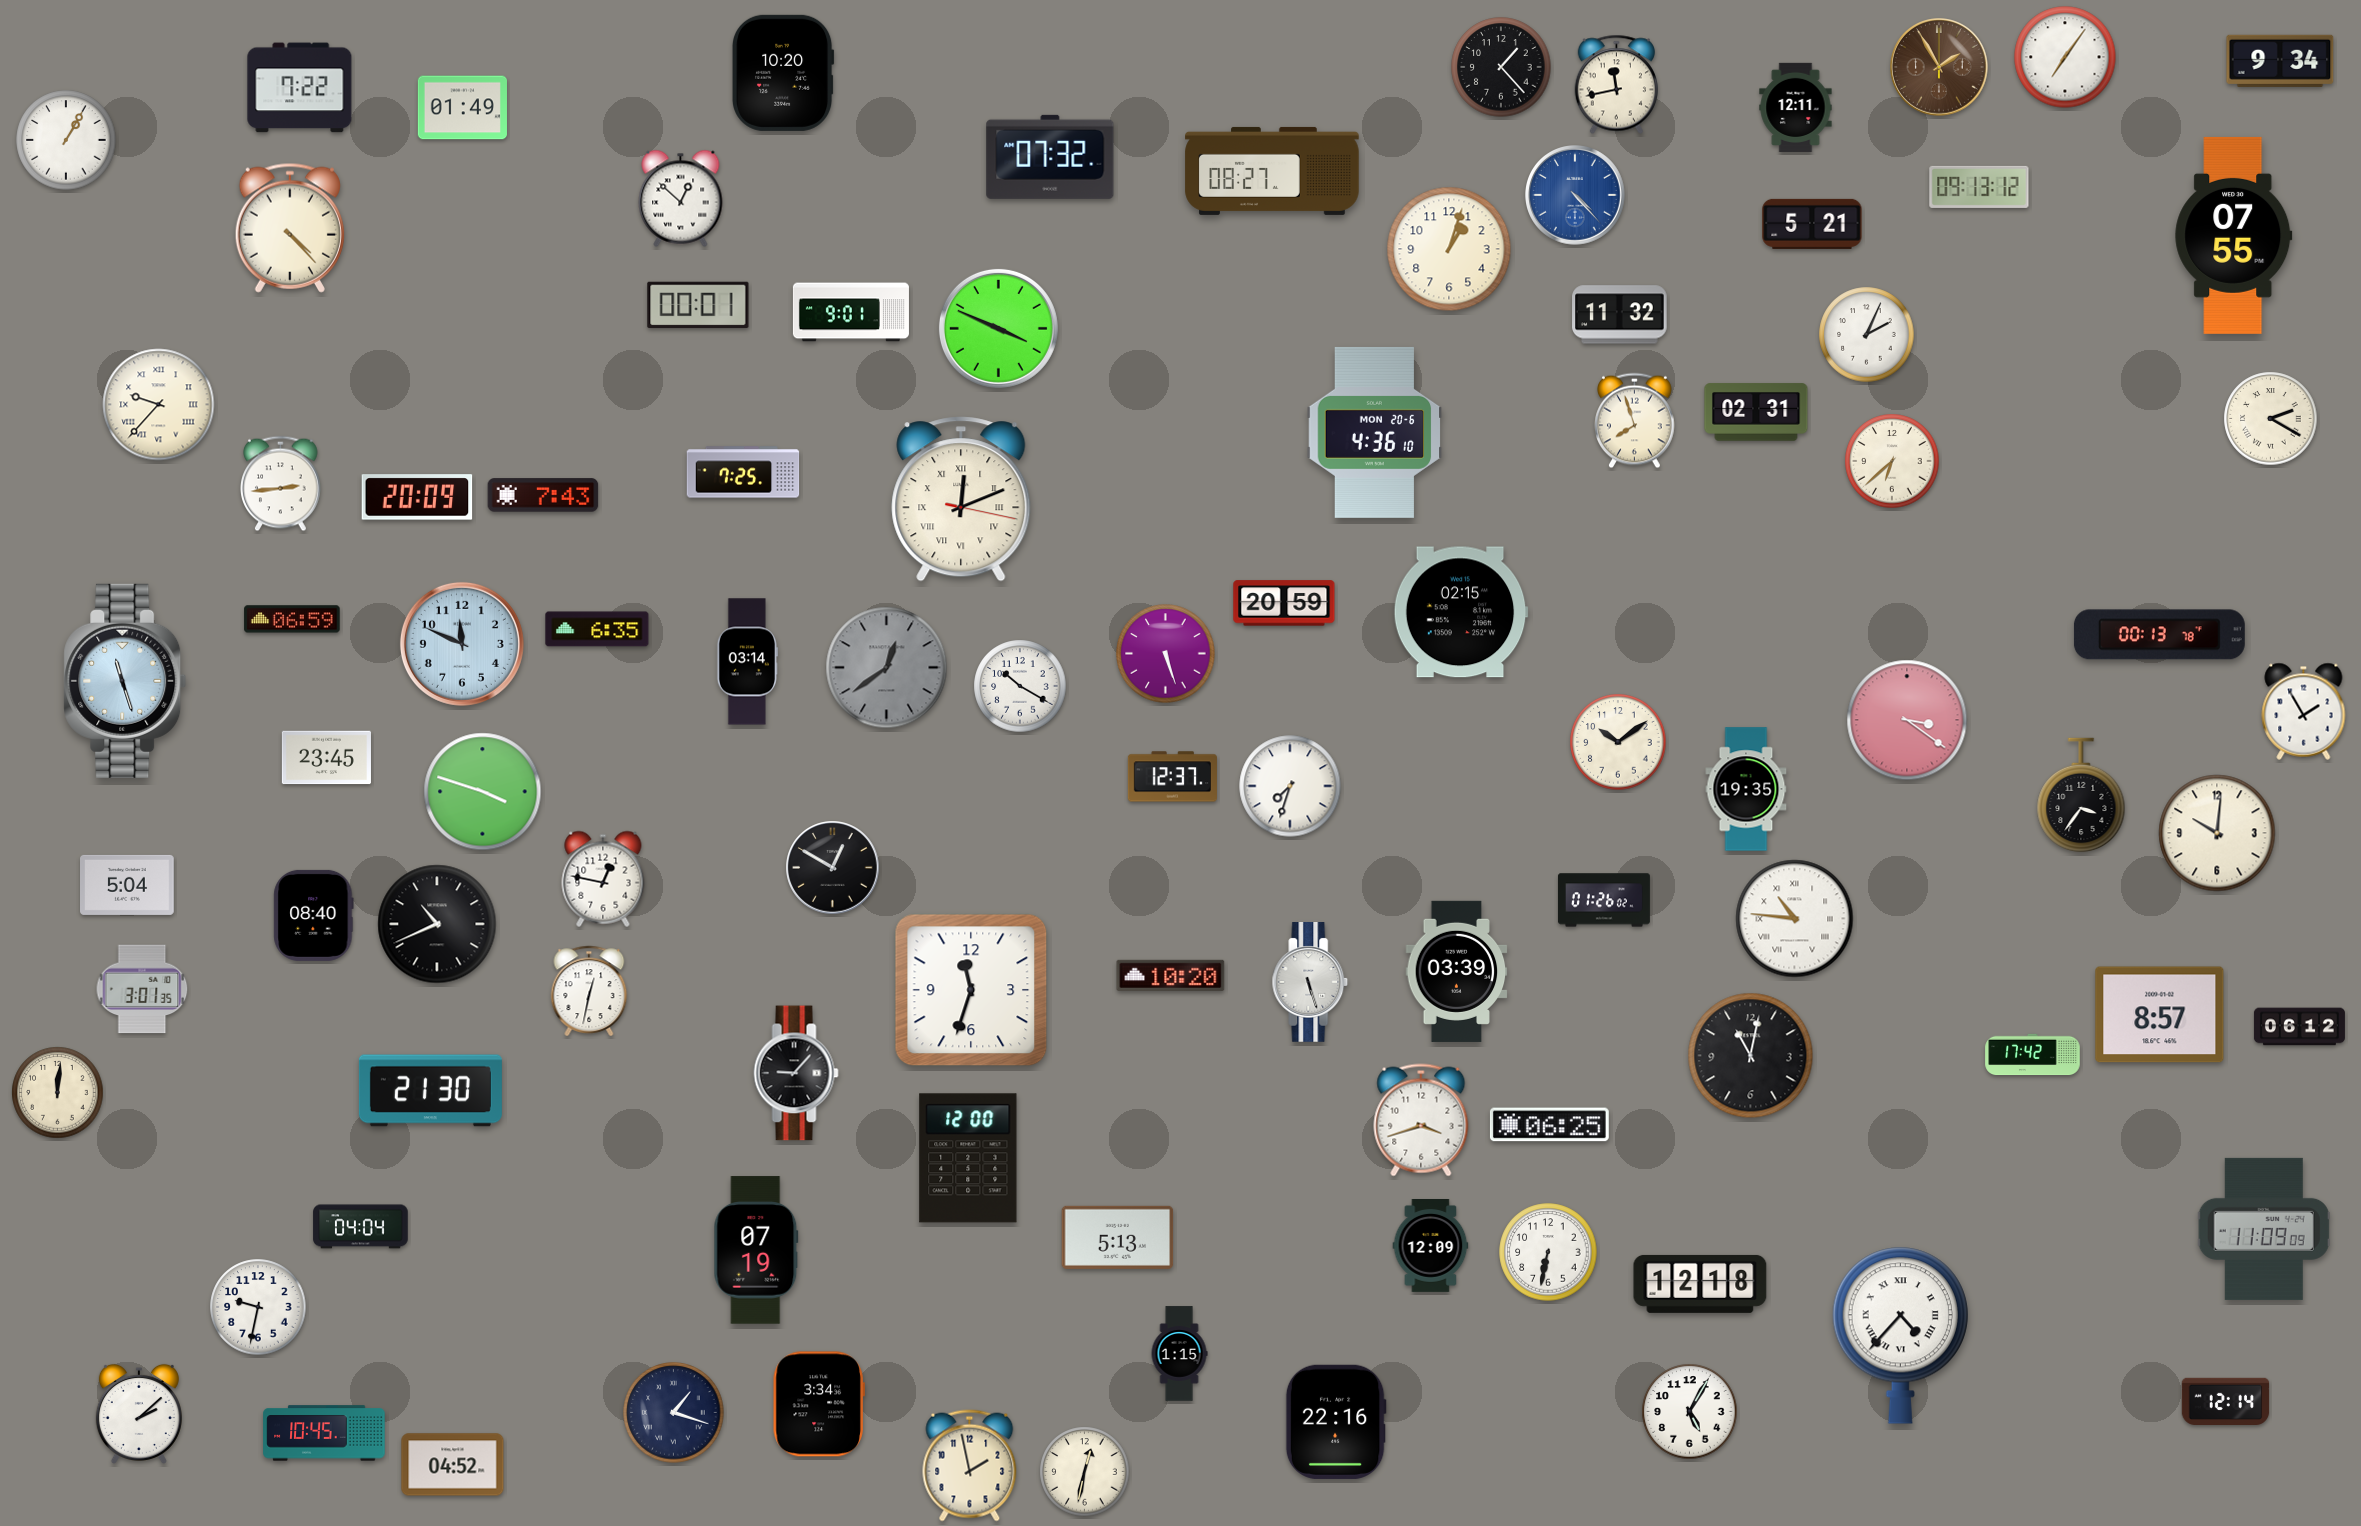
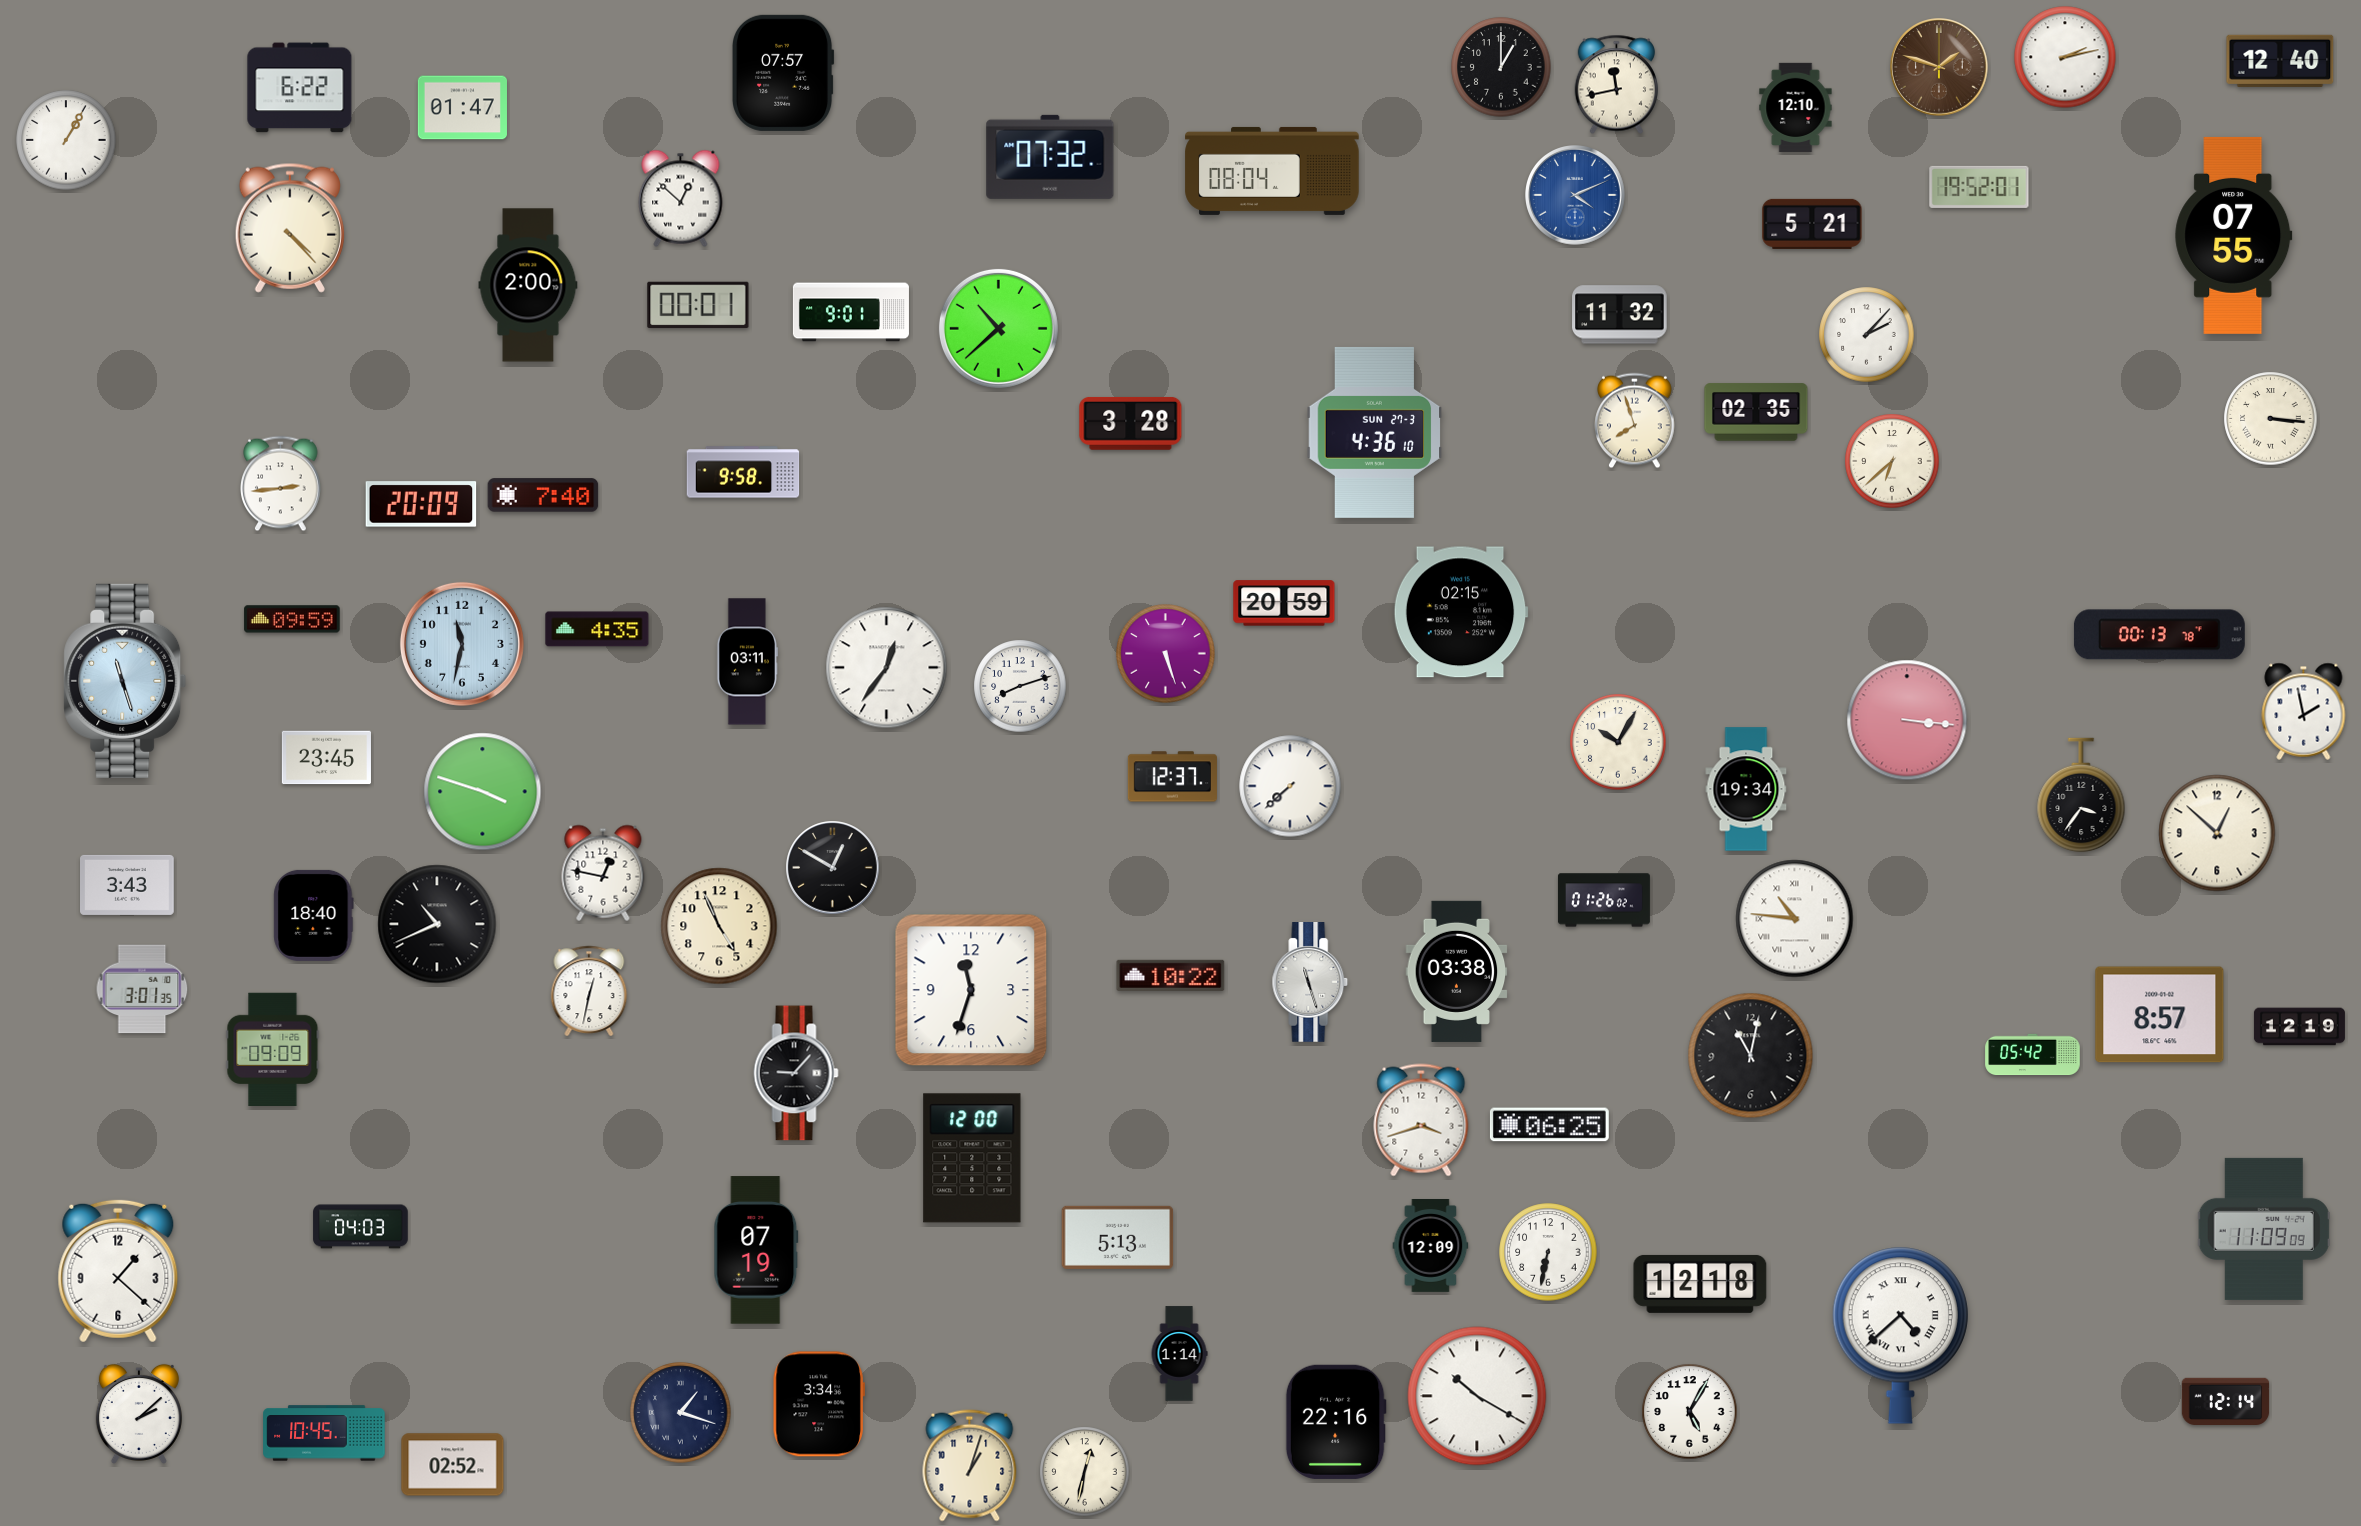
clock at (2065, 57): 7:06 -> 2:13
clock at (2280, 61): 9:34 -> 12:40
clock at (1501, 67): 1:23 -> 1:00
clock at (1939, 67): 1:55 -> 1:48
clock at (784, 73): 10:20 -> 07:57
clock at (300, 88): 7:22 -> 6:22
clock at (1796, 107): 12:11 -> 12:10
clock at (462, 108): 01:49 -> 01:47
clock at (1272, 171): 08:27 -> 08:04
clock at (1979, 187): 09:13 -> 19:52
clock at (1576, 196): 4:23 -> 4:11
clock at (1449, 249): 1:03 -> none
clock at (528, 285): none -> 2:00
clock at (998, 328): 3:49 -> 10:38
clock at (1867, 335): 2:04 -> 2:07
clock at (159, 405): 9:37 -> none
clock at (1756, 412): 02:31 -> 02:35
clock at (2271, 419): 2:20 -> 3:16
clock at (1131, 423): none -> 3:28
clock at (1375, 432) date: MON 20-6 -> SUN 27-3
clock at (743, 472): 7:25 -> 9:58
clock at (543, 495): 7:43 -> 7:40
clock at (417, 497) position: (417, 497) -> (421, 504)
clock at (961, 499): 12:11 -> none
clock at (292, 619): 06:59 -> 09:59
clock at (597, 629): 6:35 -> 4:35
clock at (462, 644): 11:49 -> 11:32
clock at (747, 662): 03:14 -> 03:11
clock at (887, 668): 12:39 -> 12:36
clock at (887, 668) dial: grey -> white
clock at (1020, 686): 10:20 -> 8:12
clock at (2304, 711): 1:55 -> 1:58
clock at (1907, 720): 3:21 -> 3:16
clock at (1618, 742): 10:09 -> 10:05
clock at (1290, 786): 7:33 -> 7:38
clock at (1746, 789): 19:35 -> 19:34
clock at (2217, 833): 10:01 -> 12:52
clock at (603, 879) position: (603, 879) -> (603, 873)
clock at (128, 885): 5:04 -> 3:43
clock at (314, 915): 08:40 -> 18:40
clock at (719, 926): none -> 4:56
clock at (1457, 971): 03:39 -> 03:38
clock at (1171, 975): 10:20 -> 10:22
clock at (1310, 983): 5:27 -> 11:27
clock at (2299, 1027): 06:12 -> 12:19
clock at (273, 1050): none -> 09:09
clock at (2033, 1055): 17:42 -> 05:42
clock at (430, 1091): 21:30 -> none
clock at (58, 1093): 12:01 -> none
clock at (968, 1158) position: (968, 1158) -> (972, 1158)
clock at (361, 1227): 04:04 -> 04:03
clock at (118, 1271): none -> 1:22
clock at (258, 1307): 9:32 -> none
clock at (1900, 1335): 4:37 -> 4:38
clock at (1179, 1354): 1:15 -> 1:14
clock at (1477, 1396): none -> 10:20
clock at (674, 1413) position: (674, 1413) -> (681, 1413)
clock at (453, 1465): 04:52 -> 02:52
clock at (970, 1466): 1:58 -> 1:03
